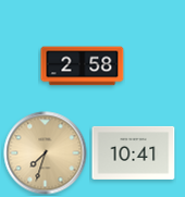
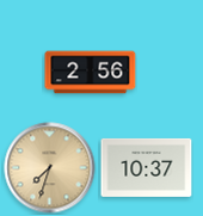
clock at (83, 66): 2:58 -> 2:56
clock at (134, 152): 10:41 -> 10:37
